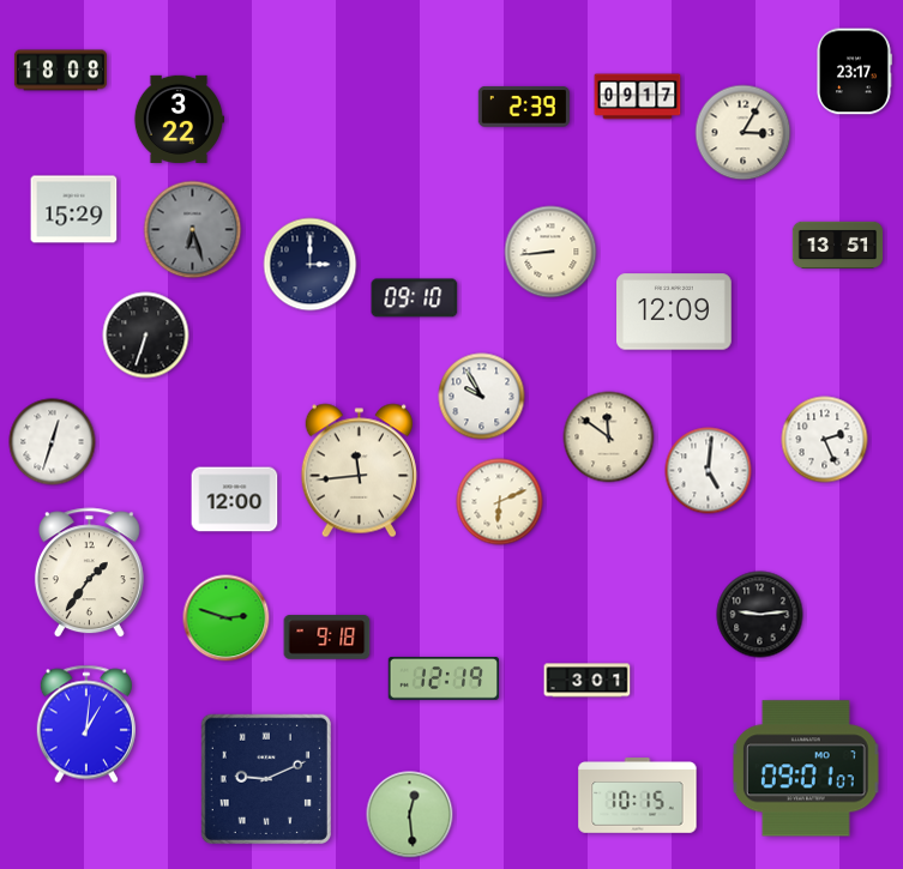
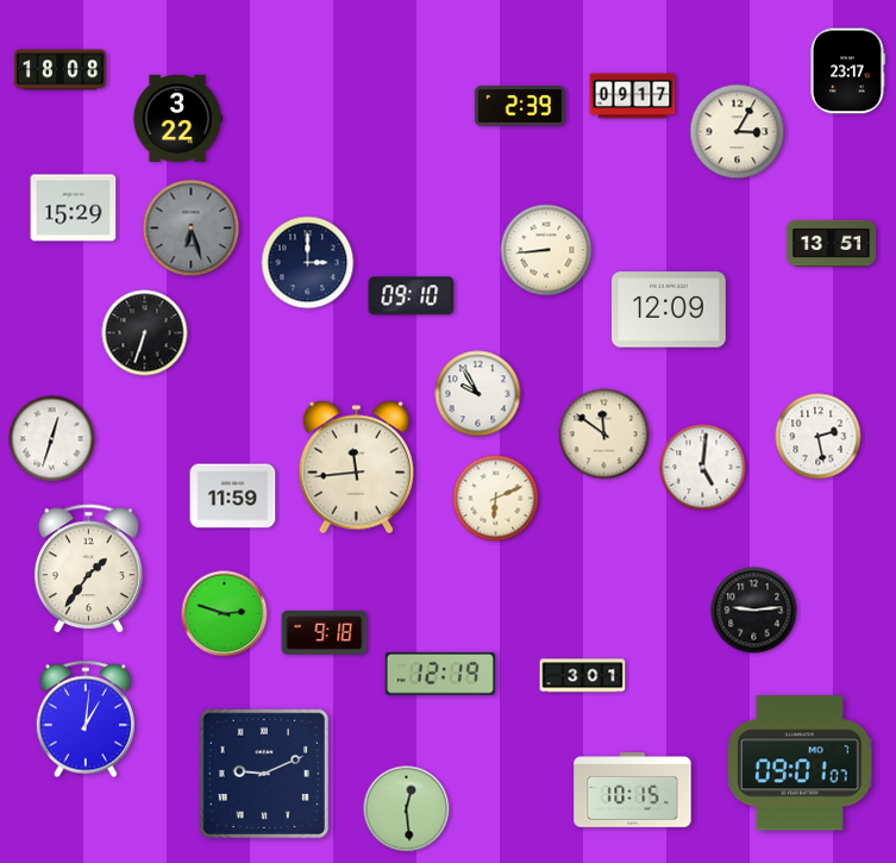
clock at (825, 440): 2:26 -> 2:28
clock at (235, 500): 12:00 -> 11:59
